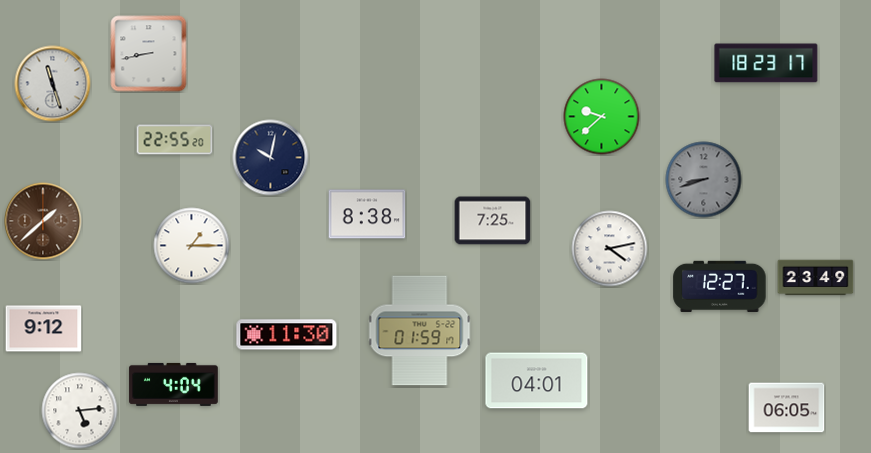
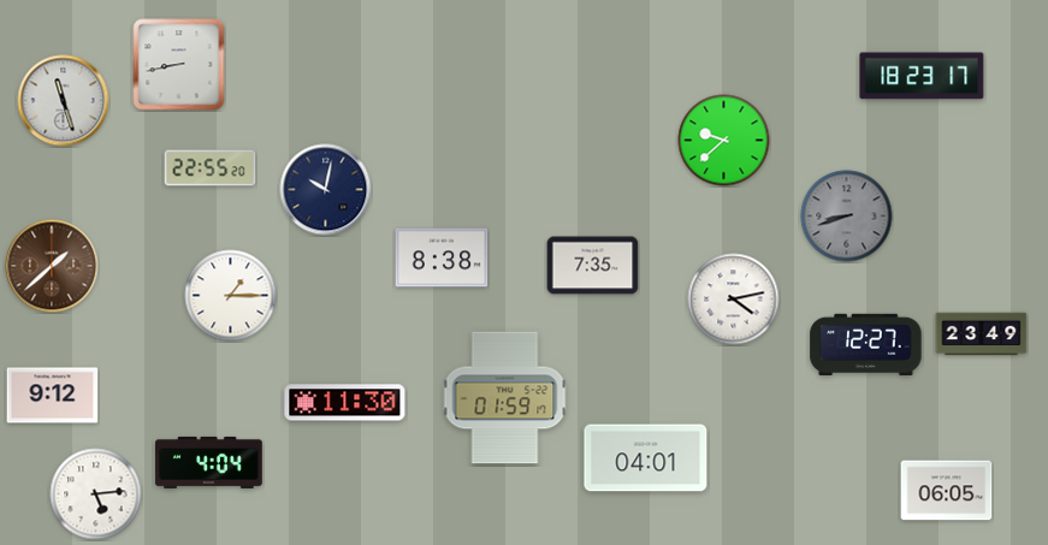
clock at (493, 221): 7:25 -> 7:35
